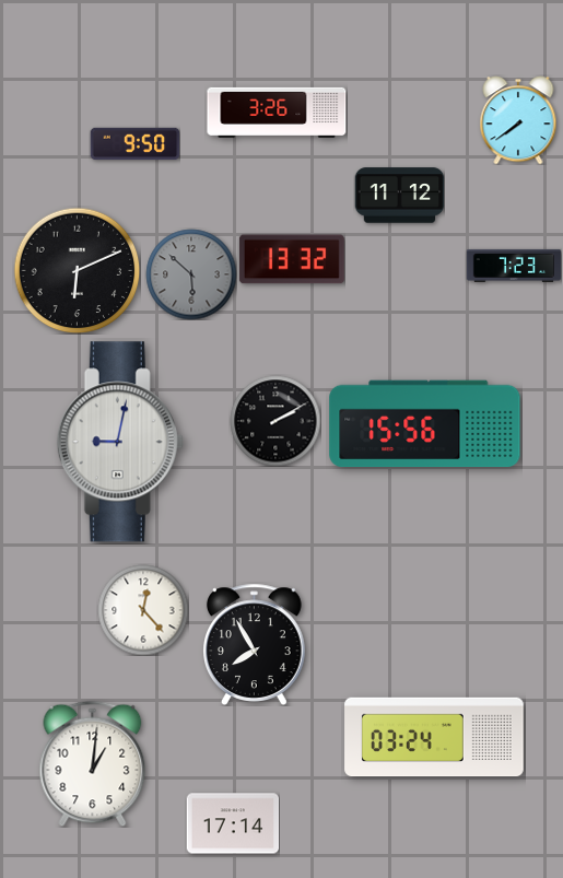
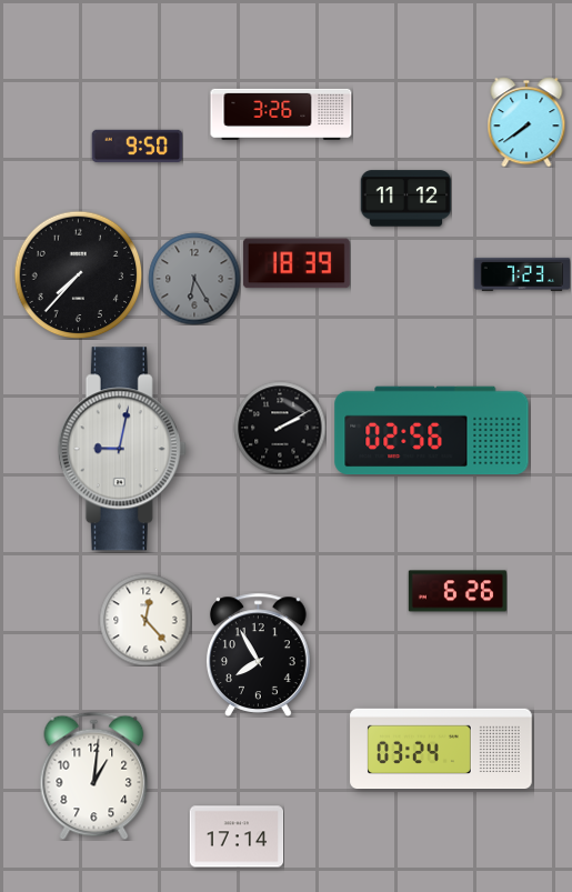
clock at (292, 259): 13:32 -> 18:39
clock at (514, 266) position: (514, 266) -> (522, 274)
clock at (77, 270): 6:11 -> 7:37
clock at (191, 274): 5:52 -> 6:25
clock at (425, 424): 15:56 -> 02:56
clock at (458, 591): none -> 6:26
